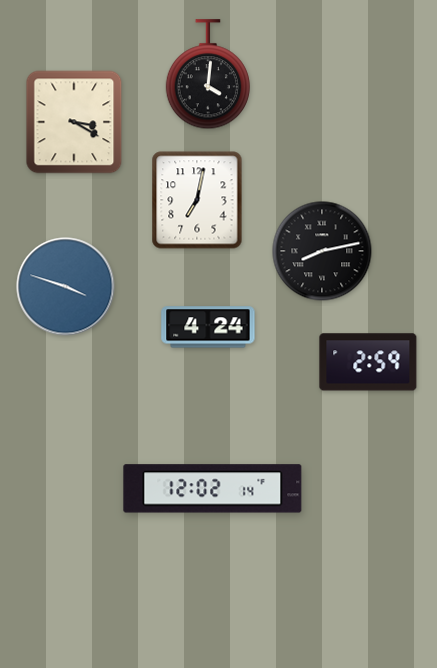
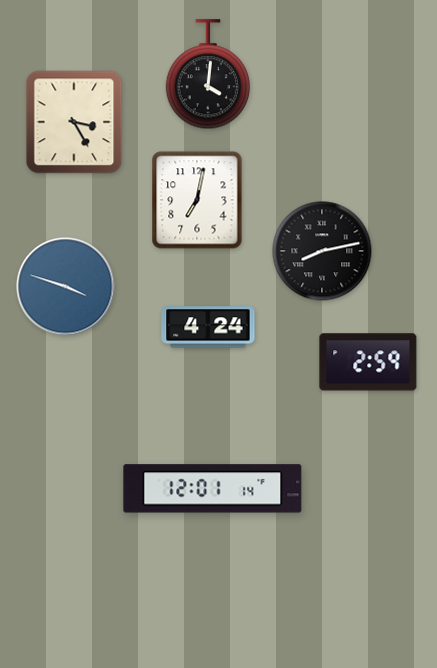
clock at (74, 122): 3:20 -> 3:25
clock at (213, 489): 12:02 -> 12:01
